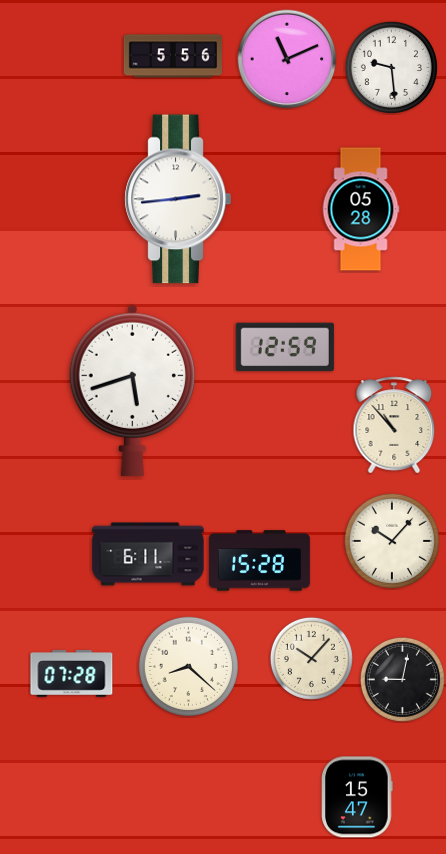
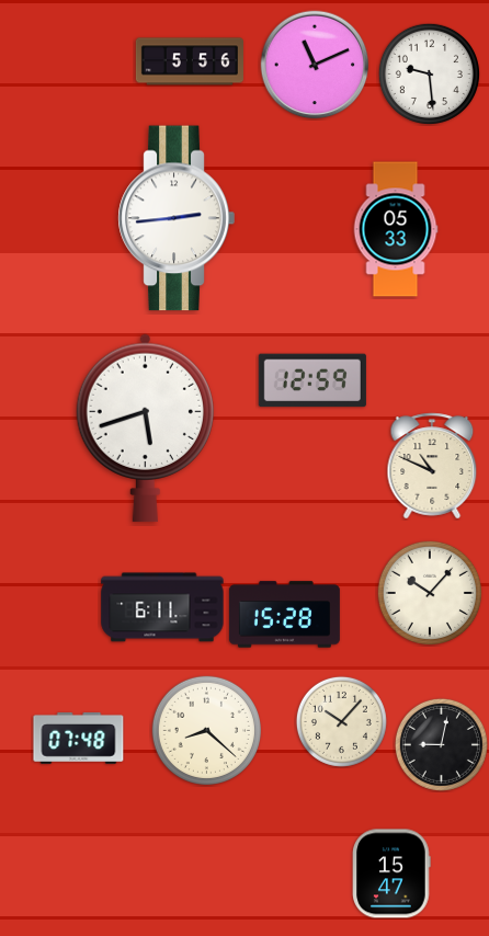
clock at (178, 199) position: (178, 199) -> (177, 218)
clock at (361, 209): 05:28 -> 05:33
clock at (394, 425): 10:53 -> 10:49
clock at (72, 673): 07:28 -> 07:48
